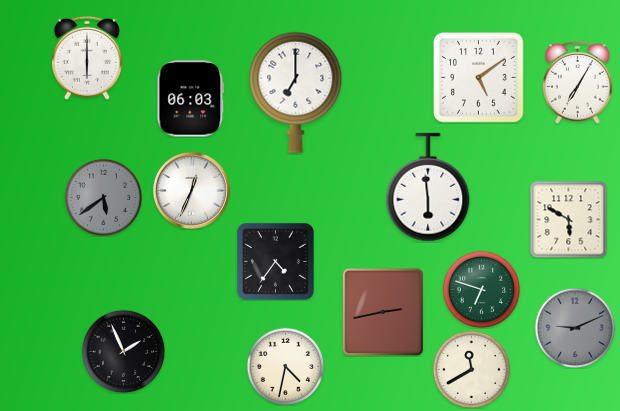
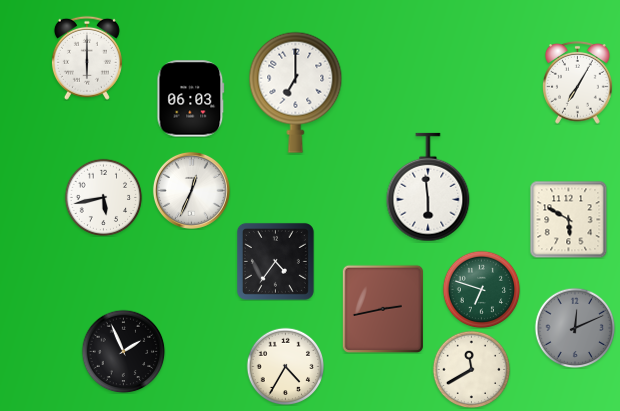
clock at (479, 78): 5:09 -> none
clock at (103, 197): 5:39 -> 5:43
clock at (103, 197) dial: grey -> white
clock at (383, 311) position: (383, 311) -> (383, 308)
clock at (575, 328): 9:11 -> 12:11
clock at (285, 366): 4:32 -> 4:35
